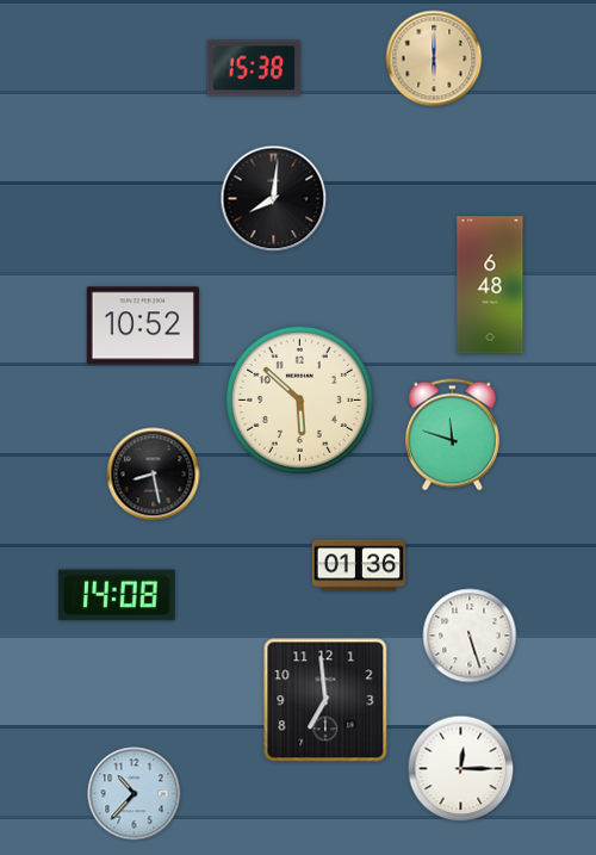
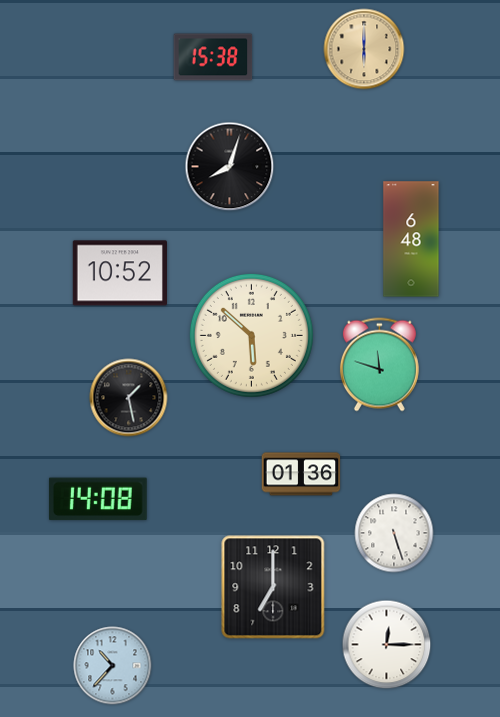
clock at (274, 199): 8:01 -> 8:03
clock at (154, 475): 8:28 -> 1:28
clock at (325, 700): 6:59 -> 7:00
